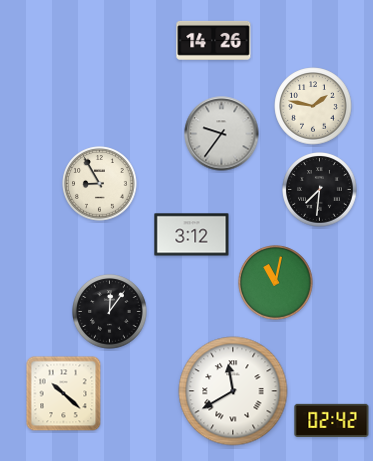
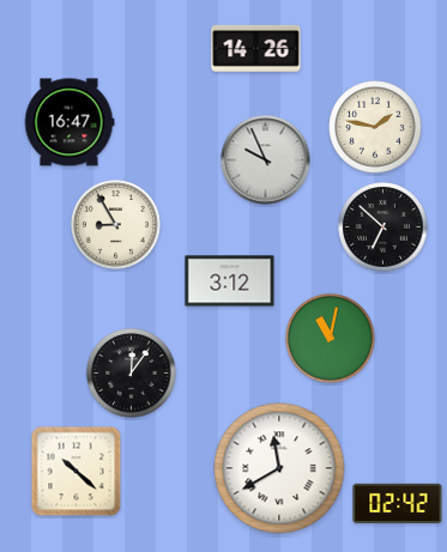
clock at (70, 122): none -> 16:47
clock at (222, 134): 9:36 -> 9:56
clock at (100, 184) position: (100, 184) -> (116, 225)
clock at (320, 190): 7:31 -> 6:52
